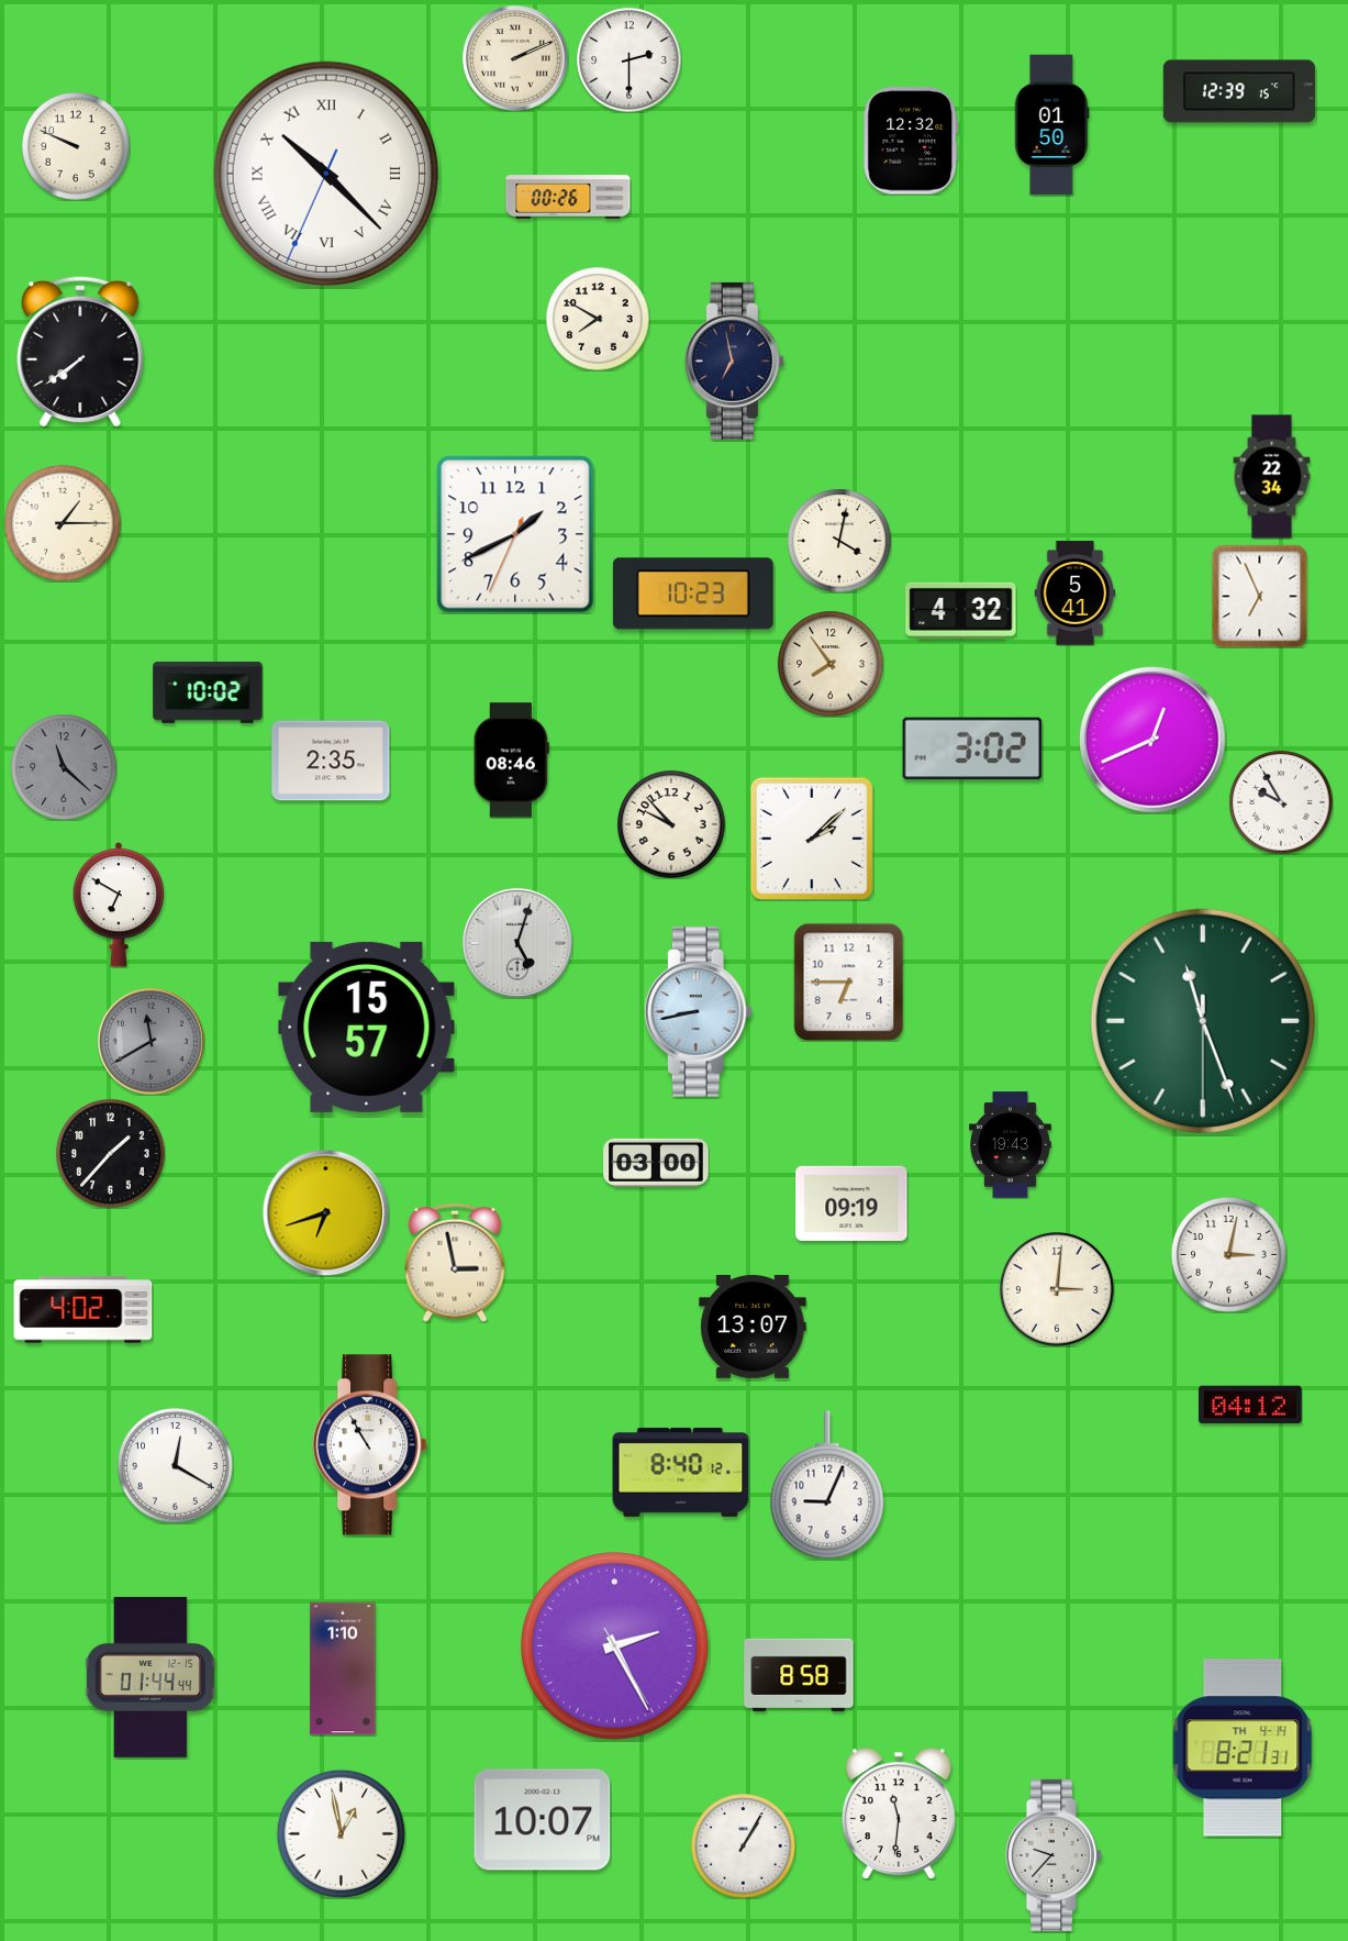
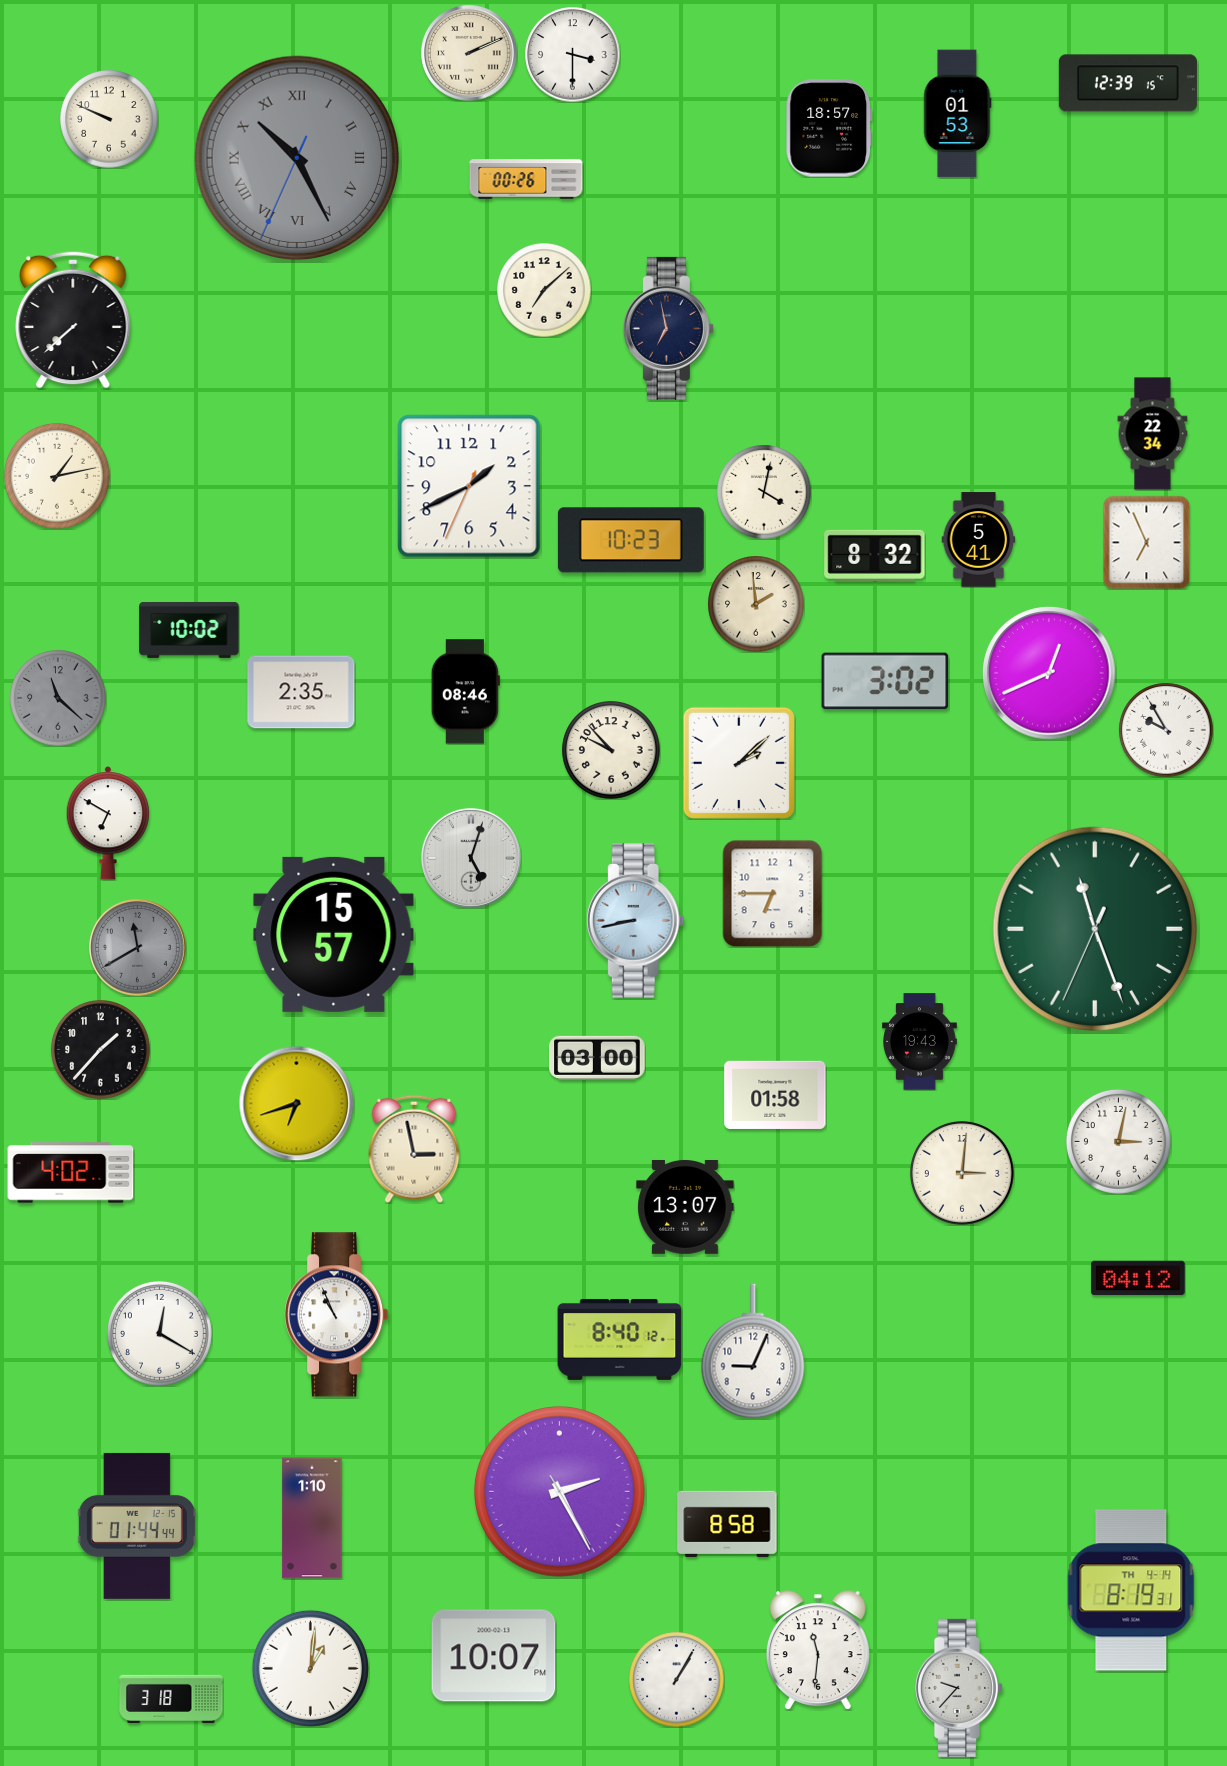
clock at (628, 59): 2:30 -> 3:30
clock at (1051, 125): 01:50 -> 01:53
clock at (910, 141): 12:32 -> 18:57
clock at (76, 146) position: (76, 146) -> (109, 119)
clock at (326, 174): 10:22 -> 10:25
clock at (326, 174) dial: white -> grey
clock at (568, 197) position: (568, 197) -> (526, 179)
clock at (598, 319): 7:50 -> 7:08
clock at (80, 352): 7:39 -> 7:38
clock at (1272, 477) position: (1272, 477) -> (1153, 434)
clock at (63, 523): 1:15 -> 1:13
clock at (961, 610): 4:32 -> 8:32
clock at (831, 664): 7:54 -> 1:59
clock at (1203, 1021): 11:26:30 -> 11:26:34
clock at (851, 1204): 09:19 -> 01:58
clock at (83, 1310) position: (83, 1310) -> (71, 1173)
clock at (370, 1445): 10:55 -> 10:56
clock at (615, 1646) position: (615, 1646) -> (560, 1492)
clock at (1243, 1748): 8:21 -> 8:19
clock at (341, 1833): 12:58 -> 1:01
clock at (171, 1699): none -> 3:18
